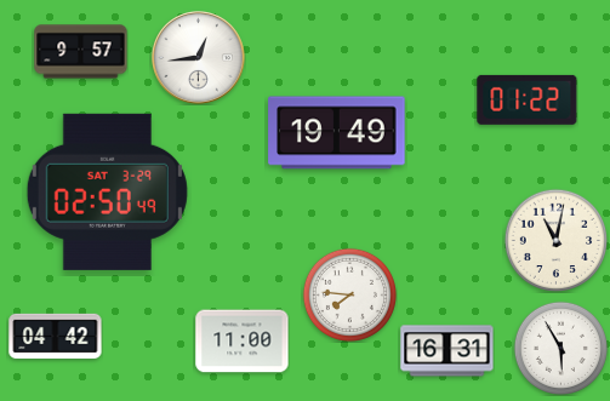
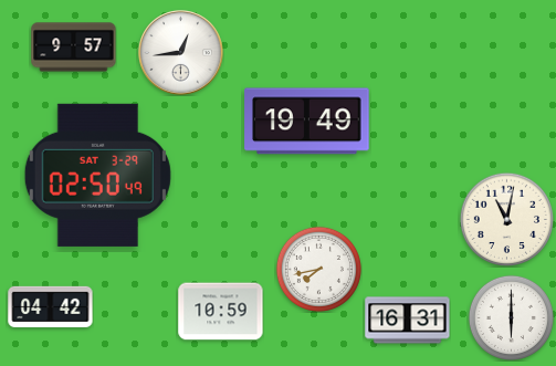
clock at (528, 99): 01:22 -> none
clock at (349, 294): 7:46 -> 7:43
clock at (243, 342): 11:00 -> 10:59
clock at (560, 348): 5:55 -> 6:00
